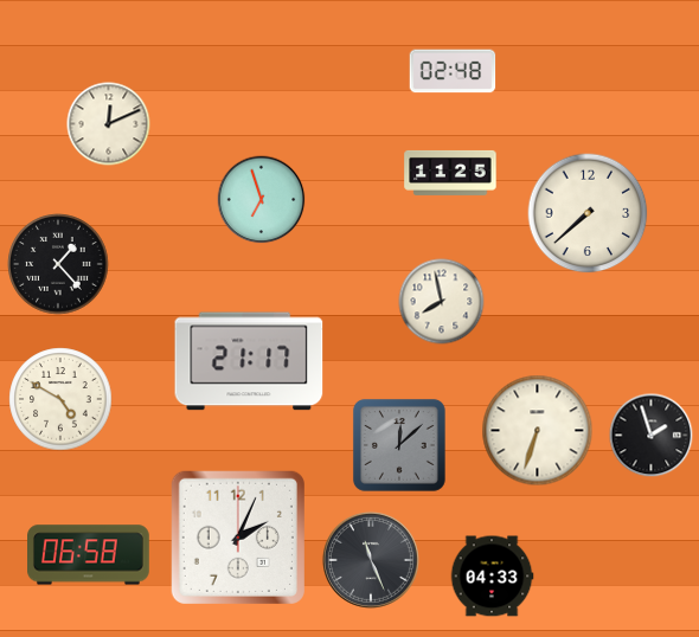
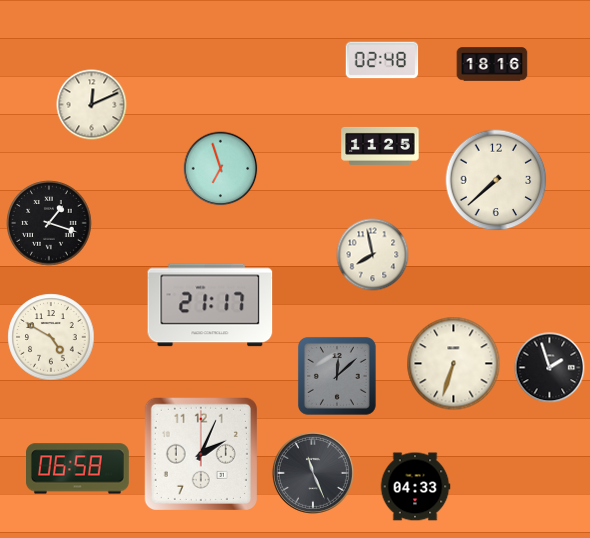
clock at (492, 64): none -> 18:16
clock at (58, 264): 1:23 -> 1:18
clock at (89, 555) position: (89, 555) -> (78, 469)
